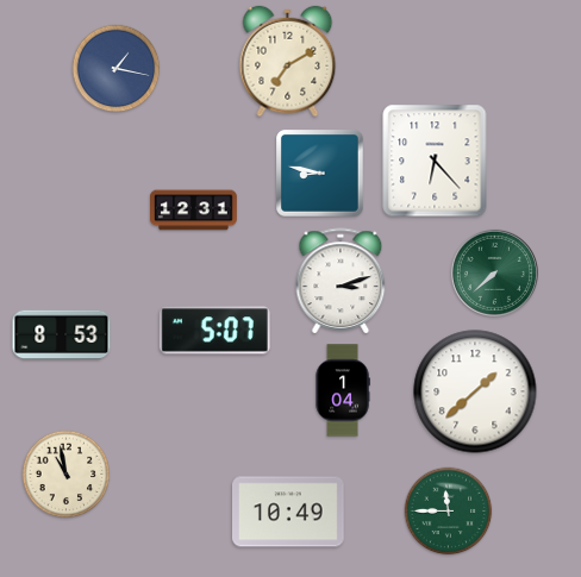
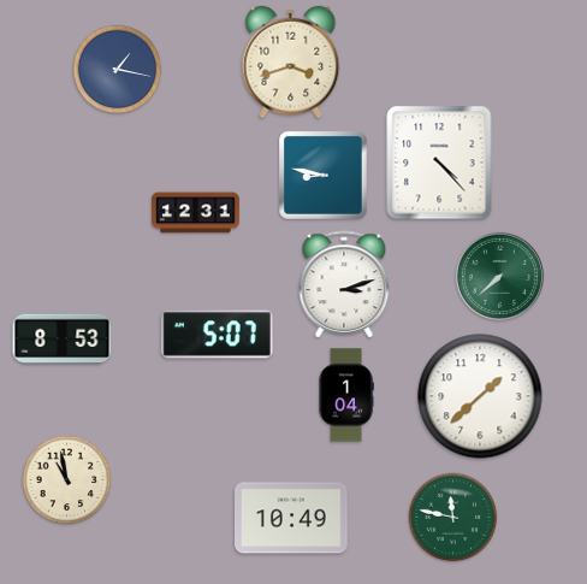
clock at (288, 62): 7:10 -> 3:42
clock at (435, 161): 6:23 -> 4:23
clock at (449, 512): 11:45 -> 11:47
